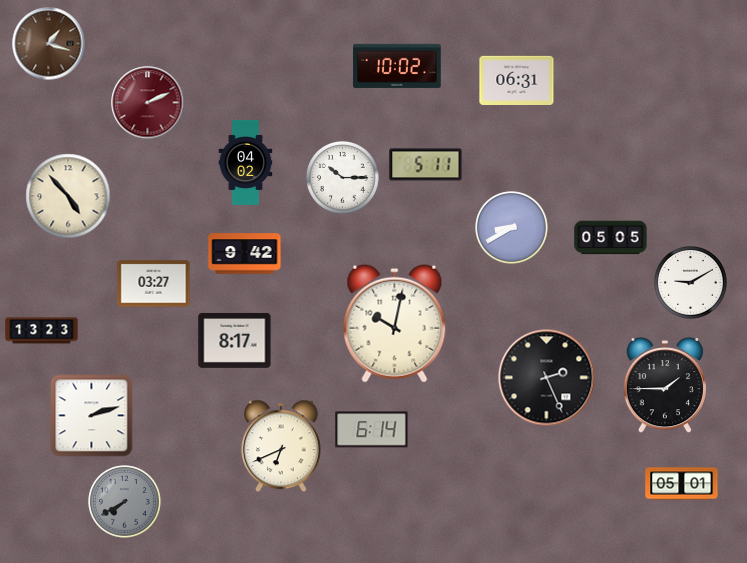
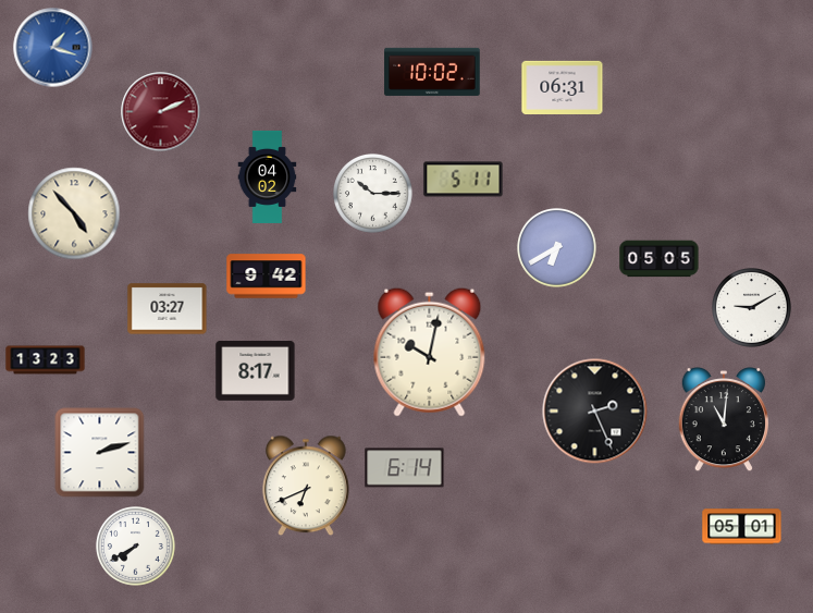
clock at (49, 44) dial: brown -> blue
clock at (512, 228): 8:40 -> 6:40
clock at (611, 238) position: (611, 238) -> (660, 259)
clock at (664, 386): 1:45 -> 11:01
clock at (125, 502) dial: grey -> white
